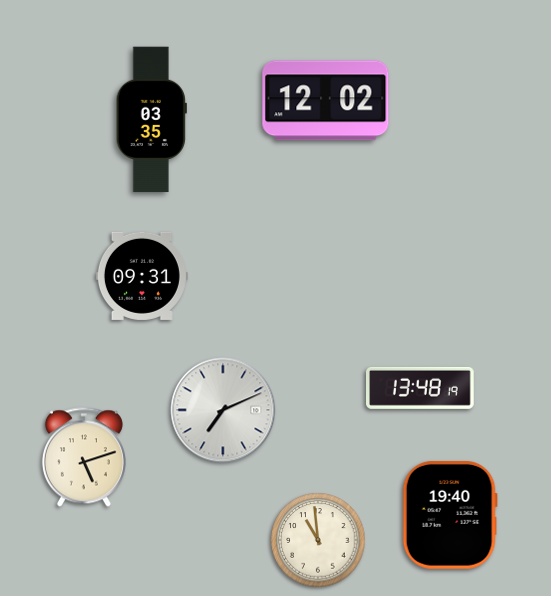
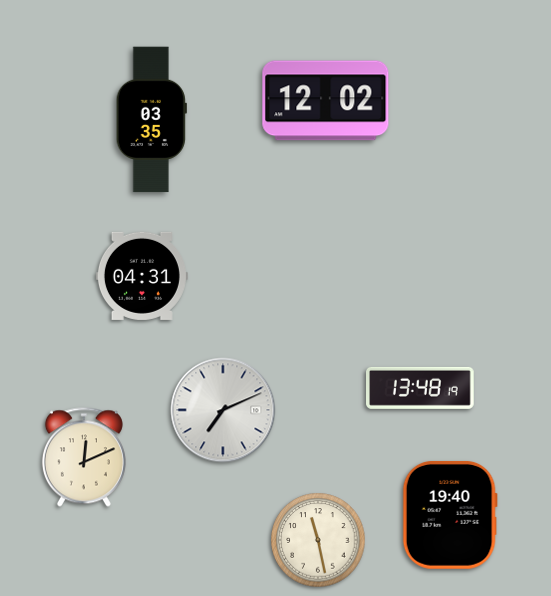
clock at (142, 276): 09:31 -> 04:31
clock at (84, 457): 5:12 -> 12:11
clock at (318, 540): 10:59 -> 11:28
